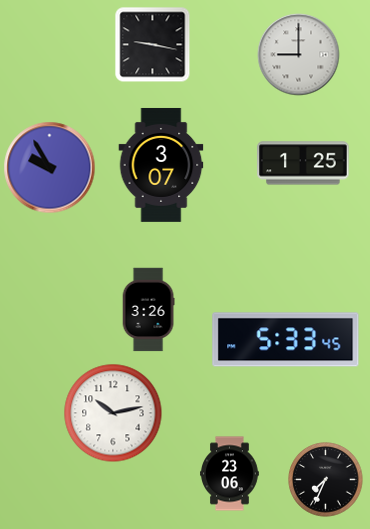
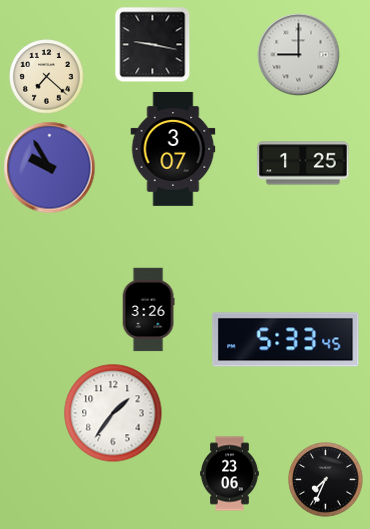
clock at (47, 77): none -> 7:22
clock at (161, 165) position: (161, 165) -> (173, 149)
clock at (113, 413): 10:13 -> 1:36
